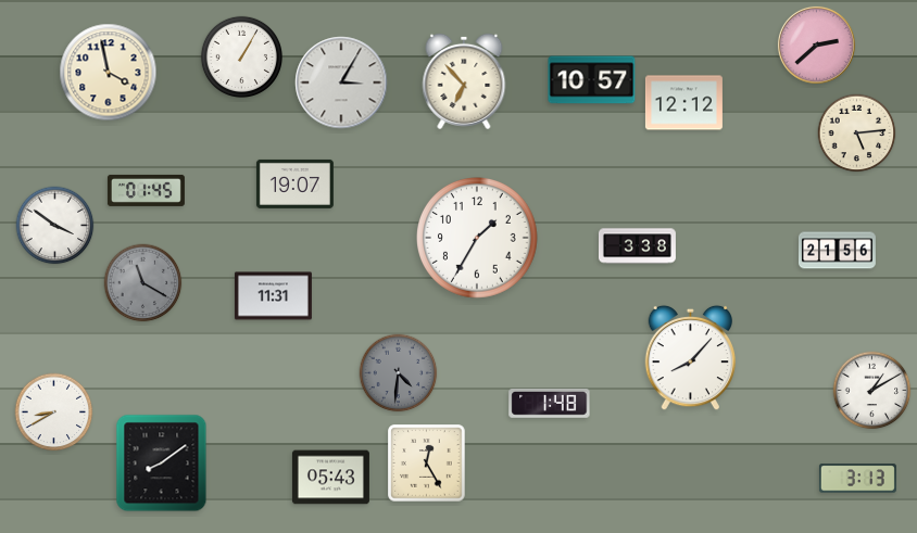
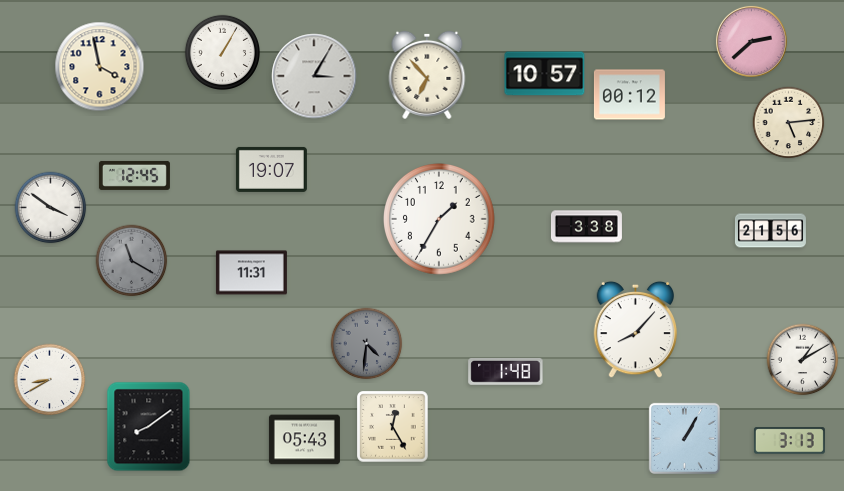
clock at (683, 103): 12:12 -> 00:12
clock at (146, 190): 01:45 -> 12:45
clock at (684, 438): none -> 1:05
